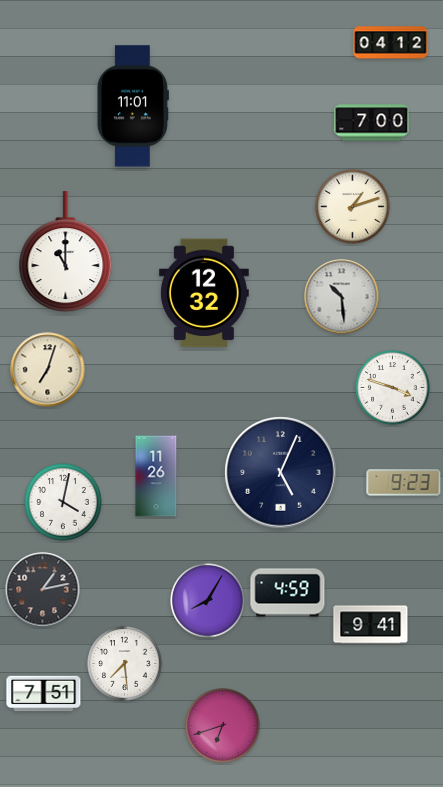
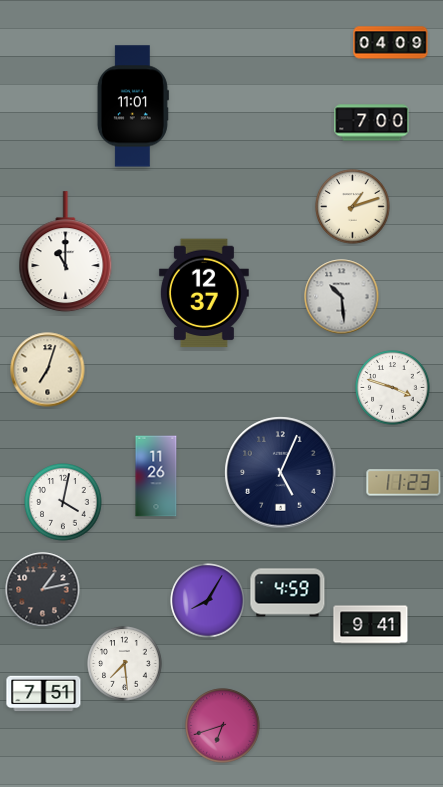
clock at (391, 43): 04:12 -> 04:09
clock at (204, 293): 12:32 -> 12:37
clock at (404, 483): 9:23 -> 11:23
